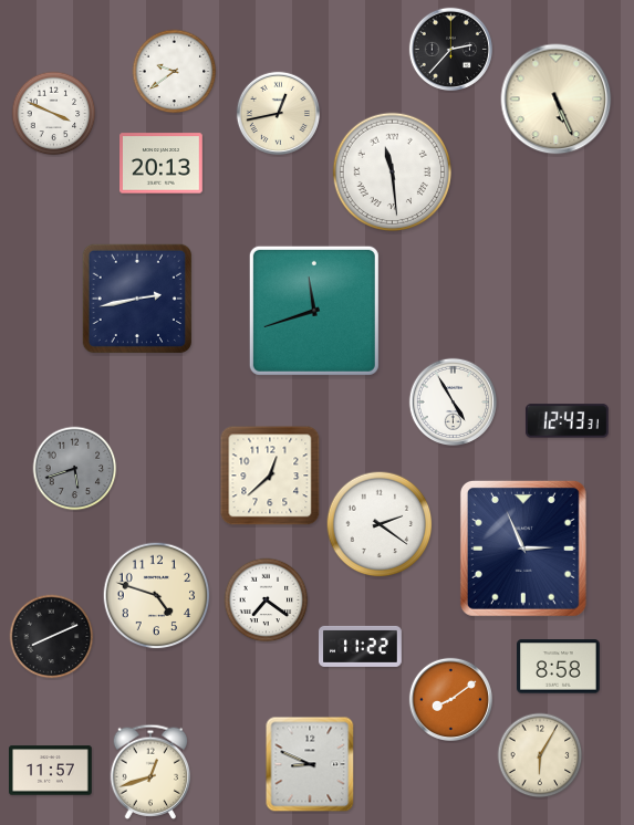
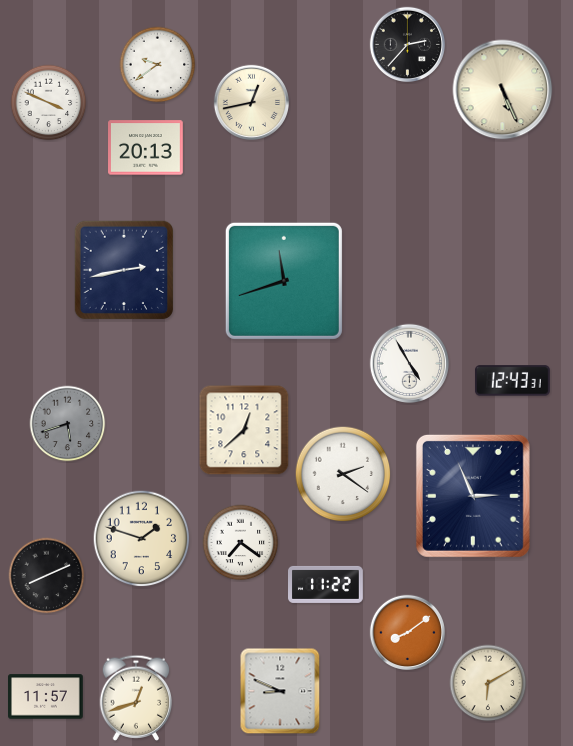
clock at (392, 171): 11:29 -> none
clock at (157, 596): 4:48 -> 1:48
clock at (559, 667): 8:58 -> none
clock at (540, 755): 6:05 -> 6:10
